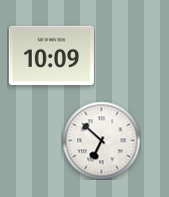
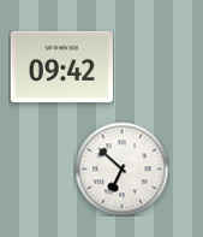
clock at (51, 56): 10:09 -> 09:42
